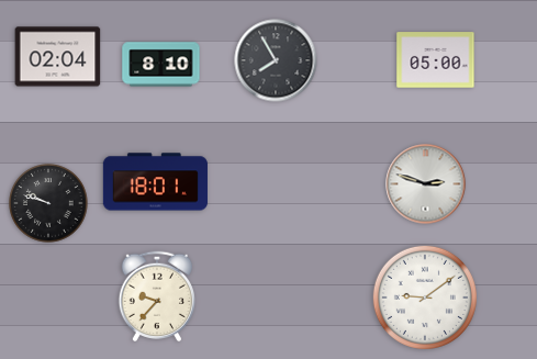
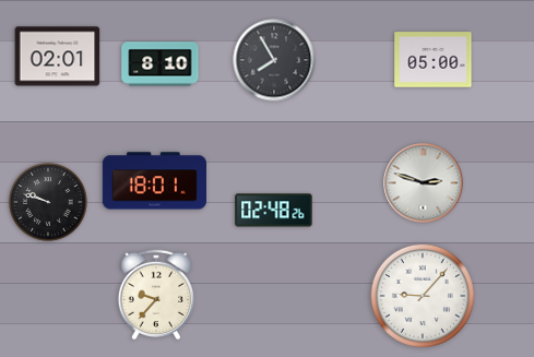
clock at (58, 57): 02:04 -> 02:01
clock at (274, 211): none -> 02:48
clock at (425, 298): 9:09 -> 9:07
